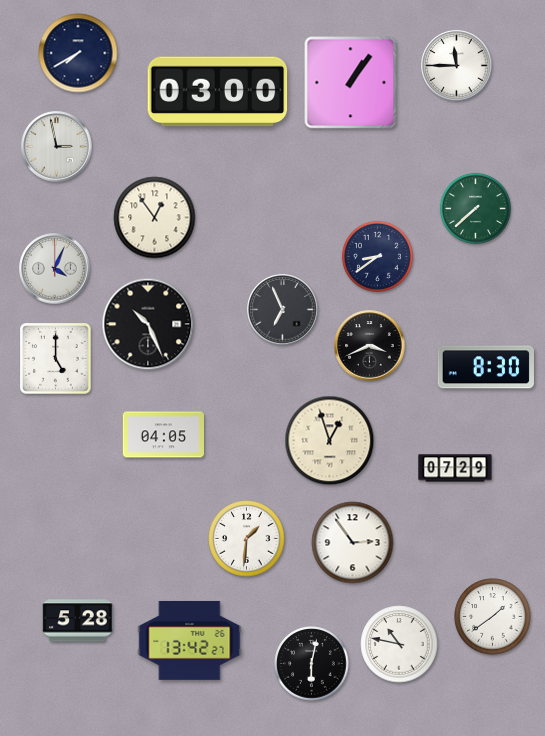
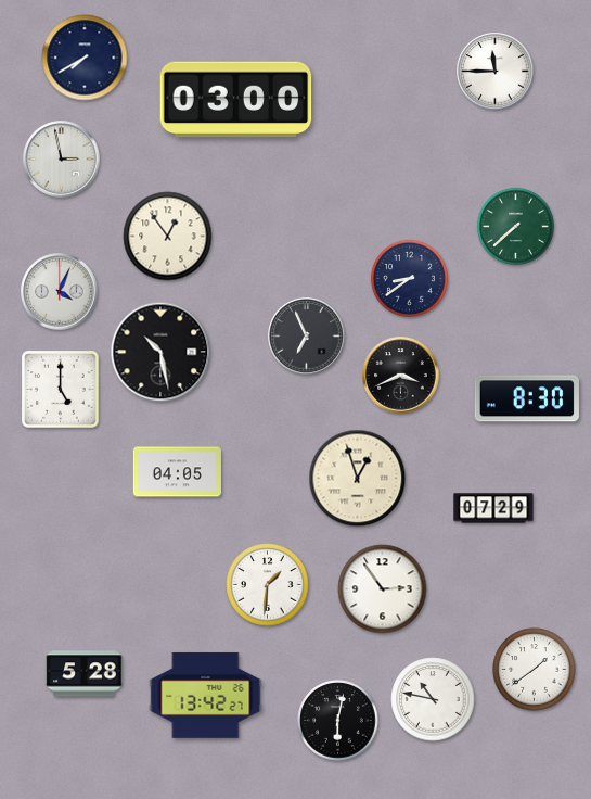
clock at (351, 83): 1:06 -> none
clock at (148, 324): 10:26 -> 10:28
